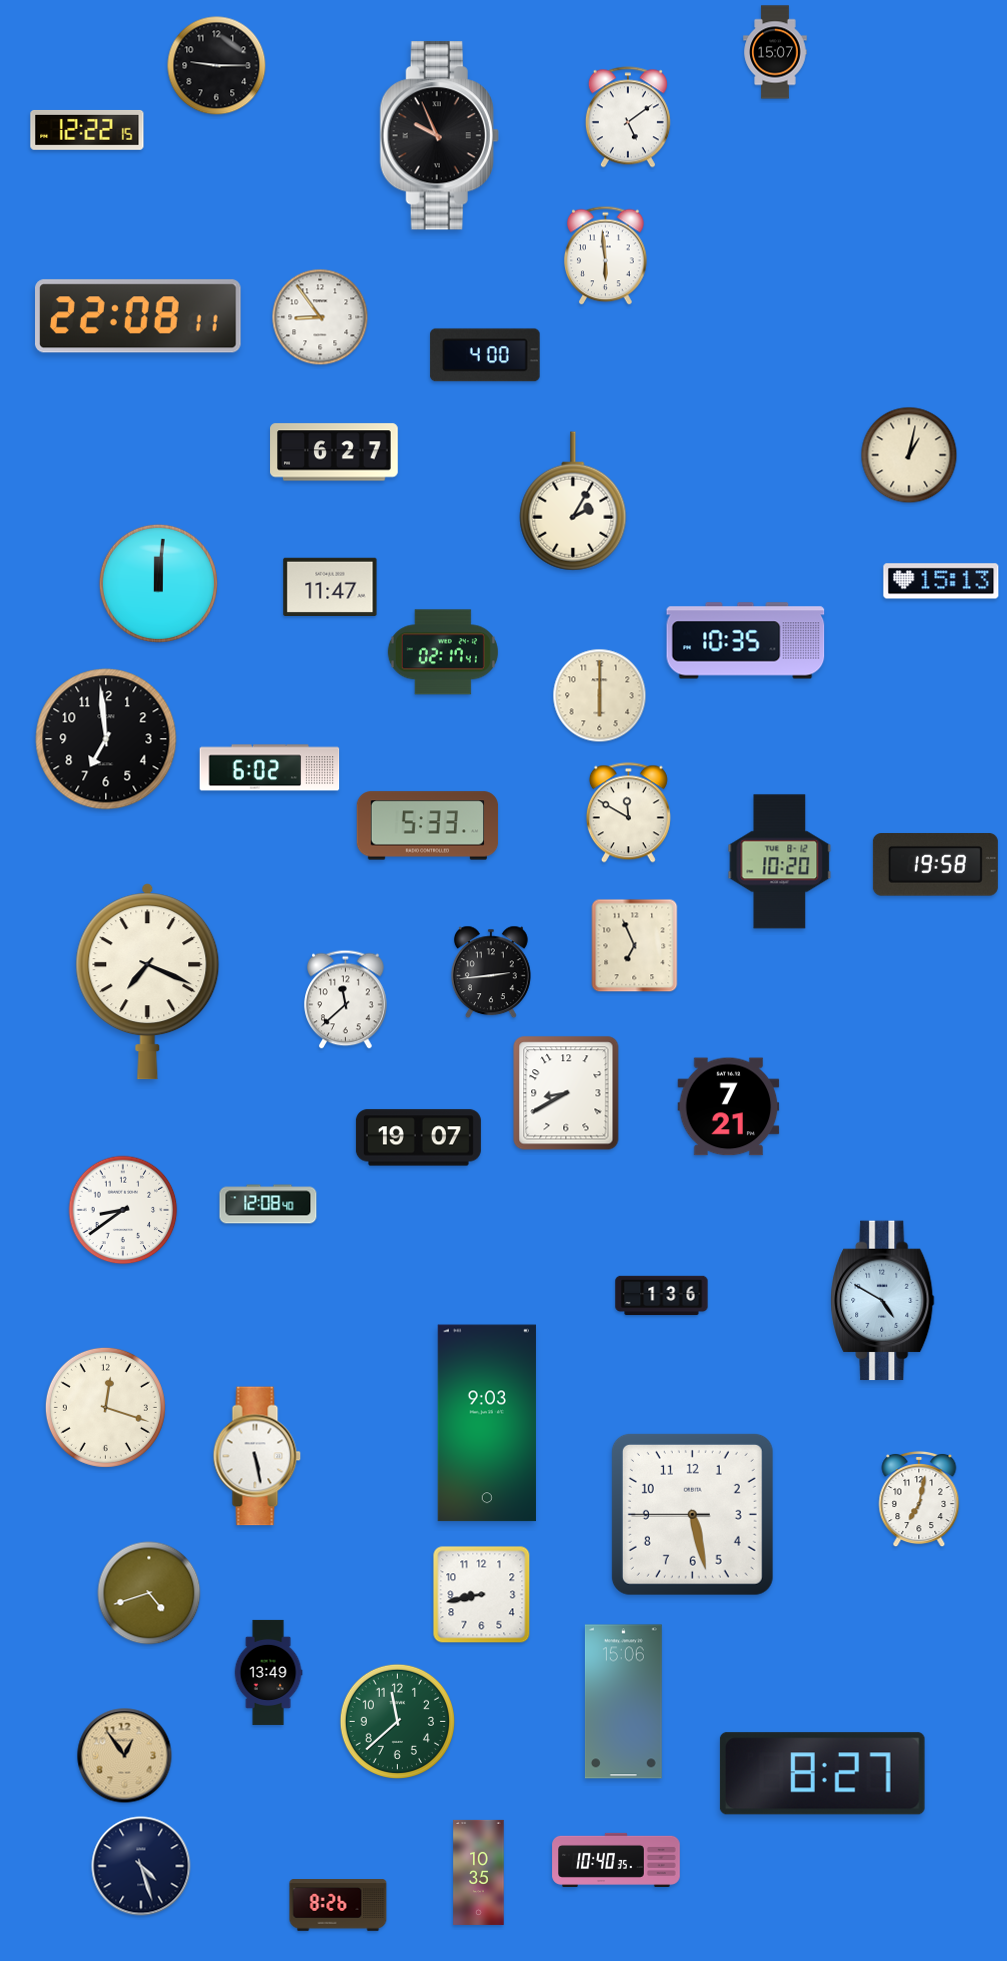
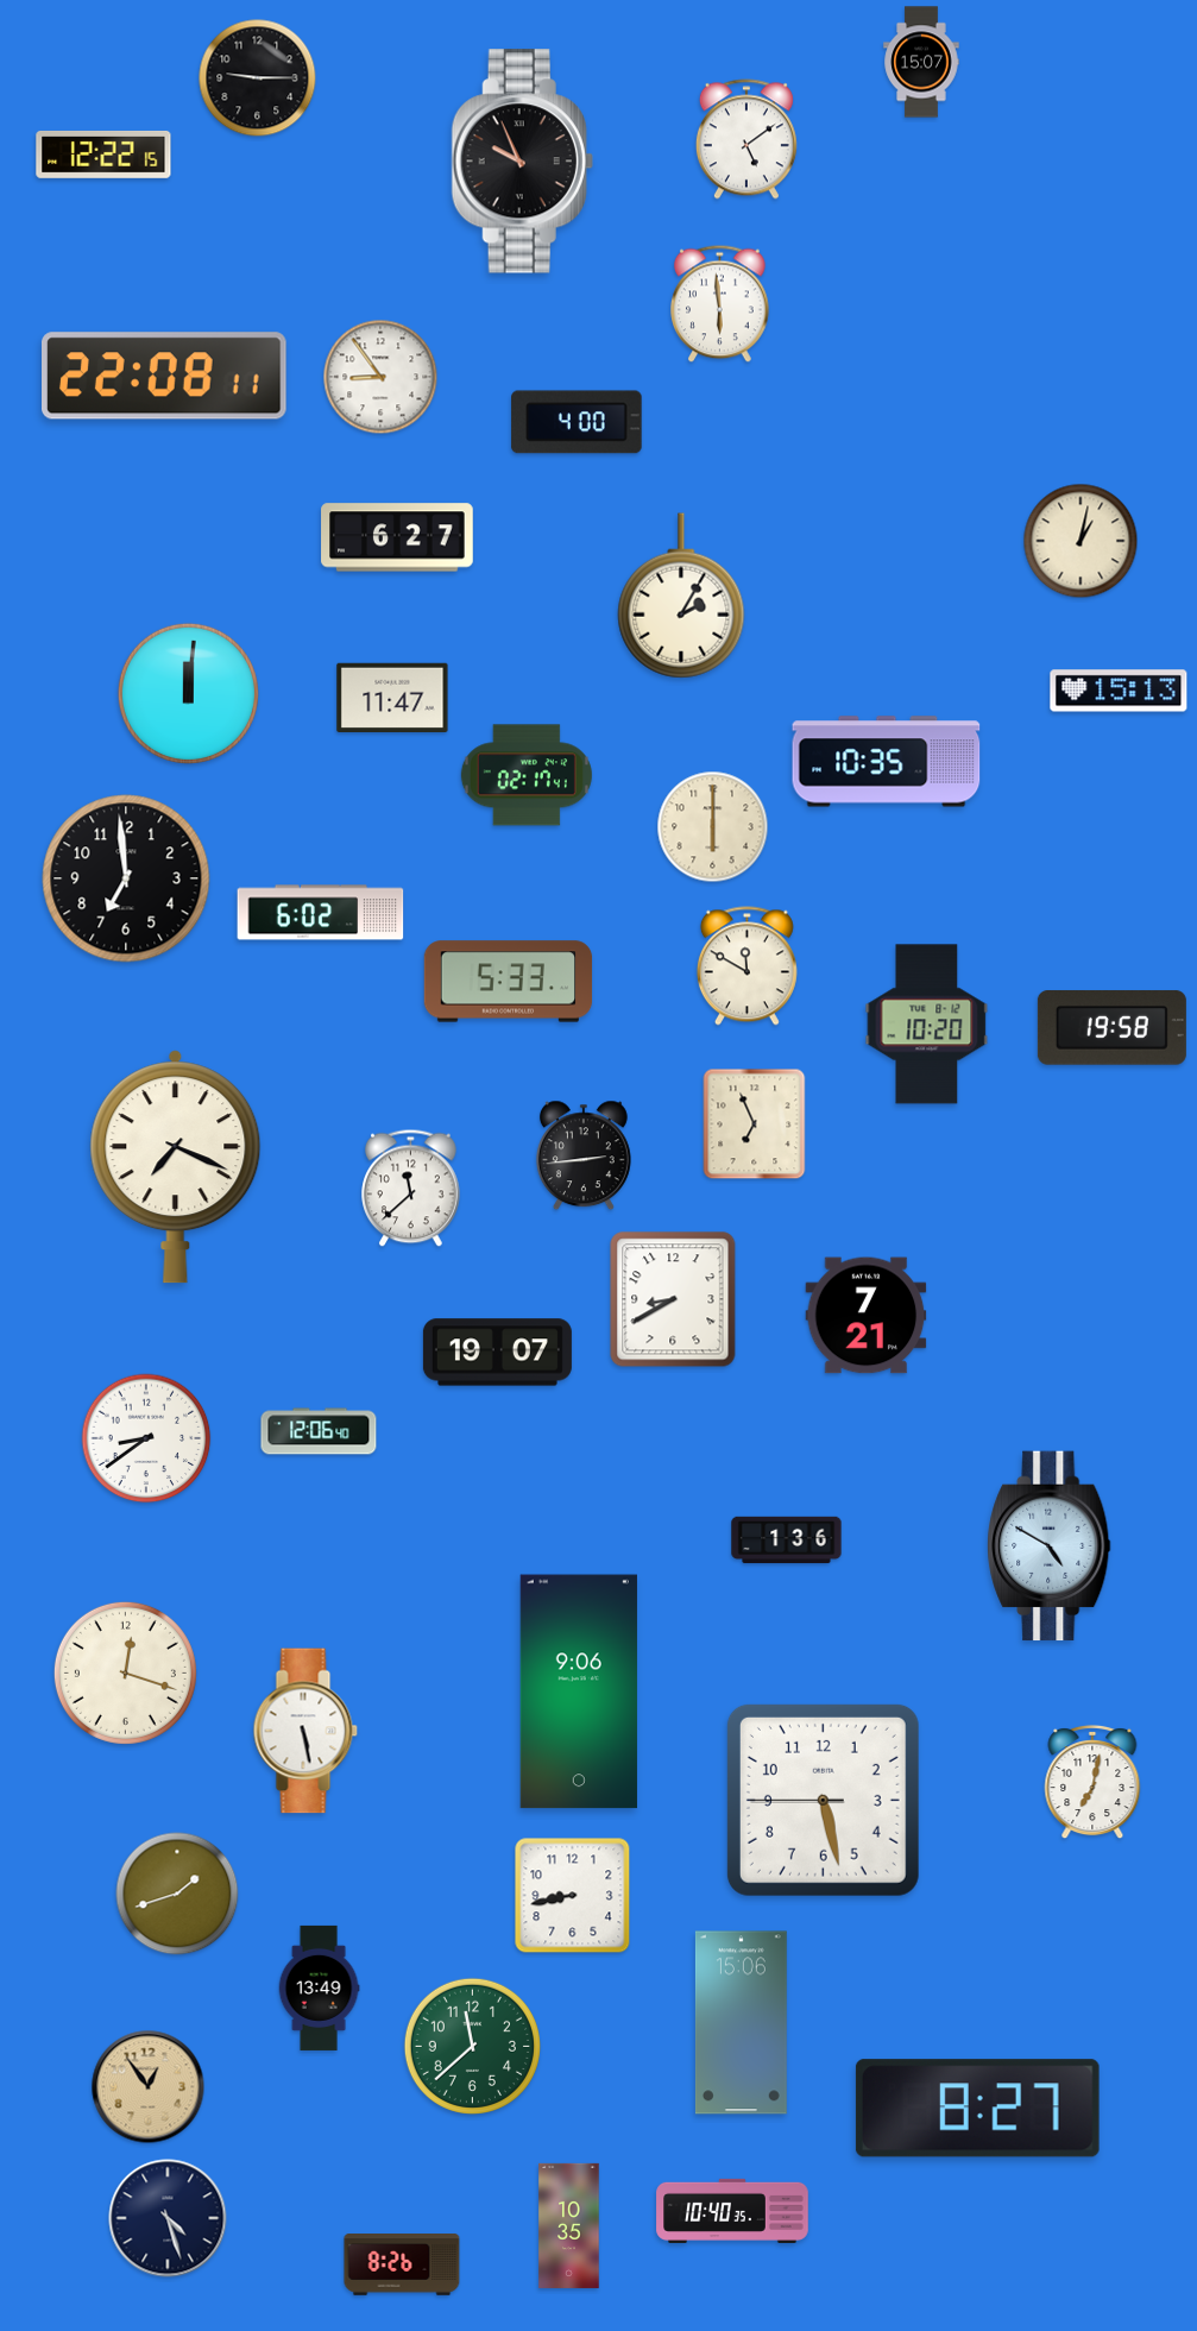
clock at (268, 1204): 12:08 -> 12:06
clock at (487, 1423): 9:03 -> 9:06
clock at (149, 1593): 4:42 -> 1:42
